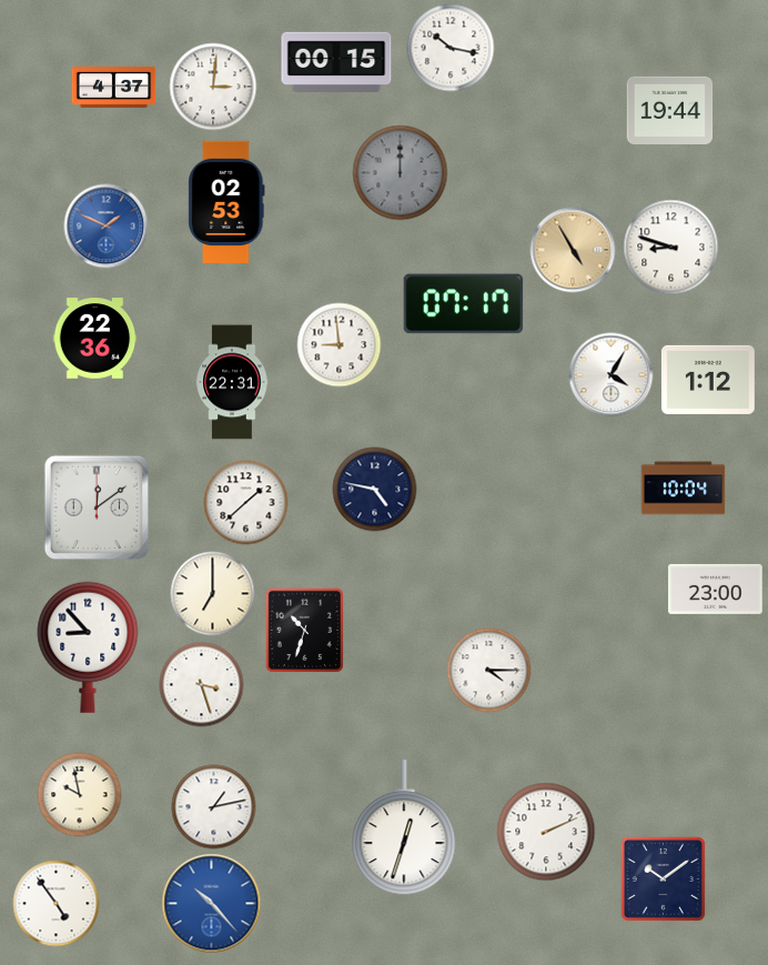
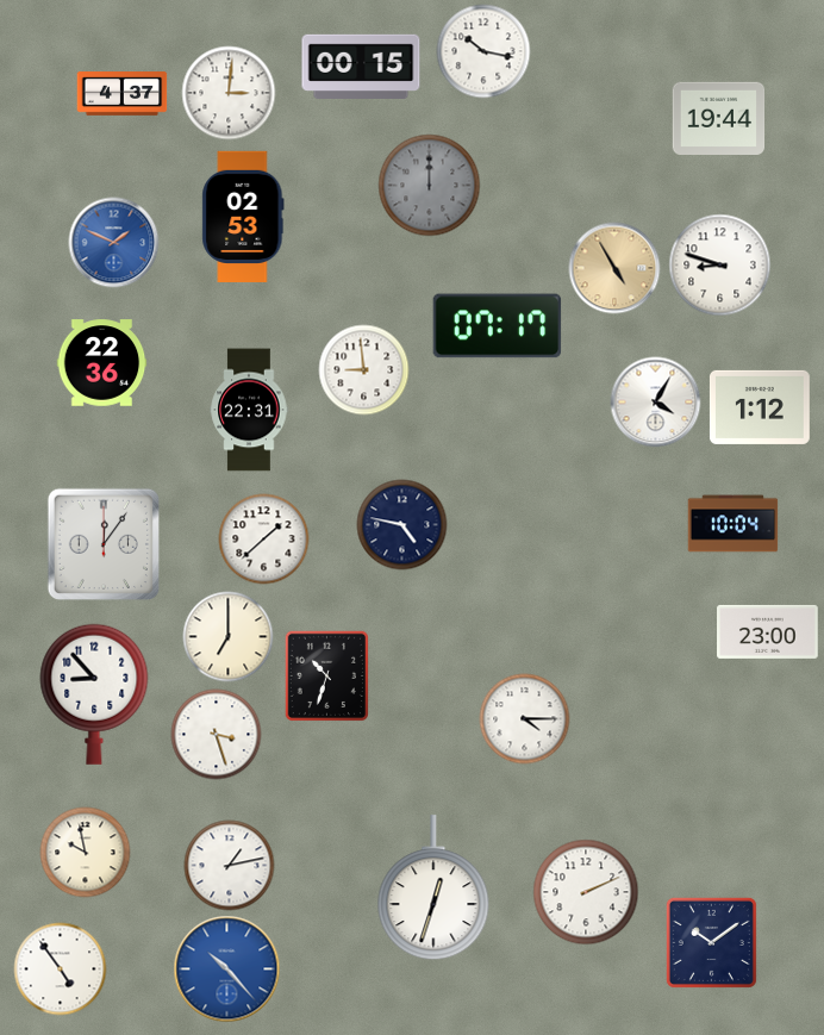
clock at (95, 506): 12:09 -> 12:06
